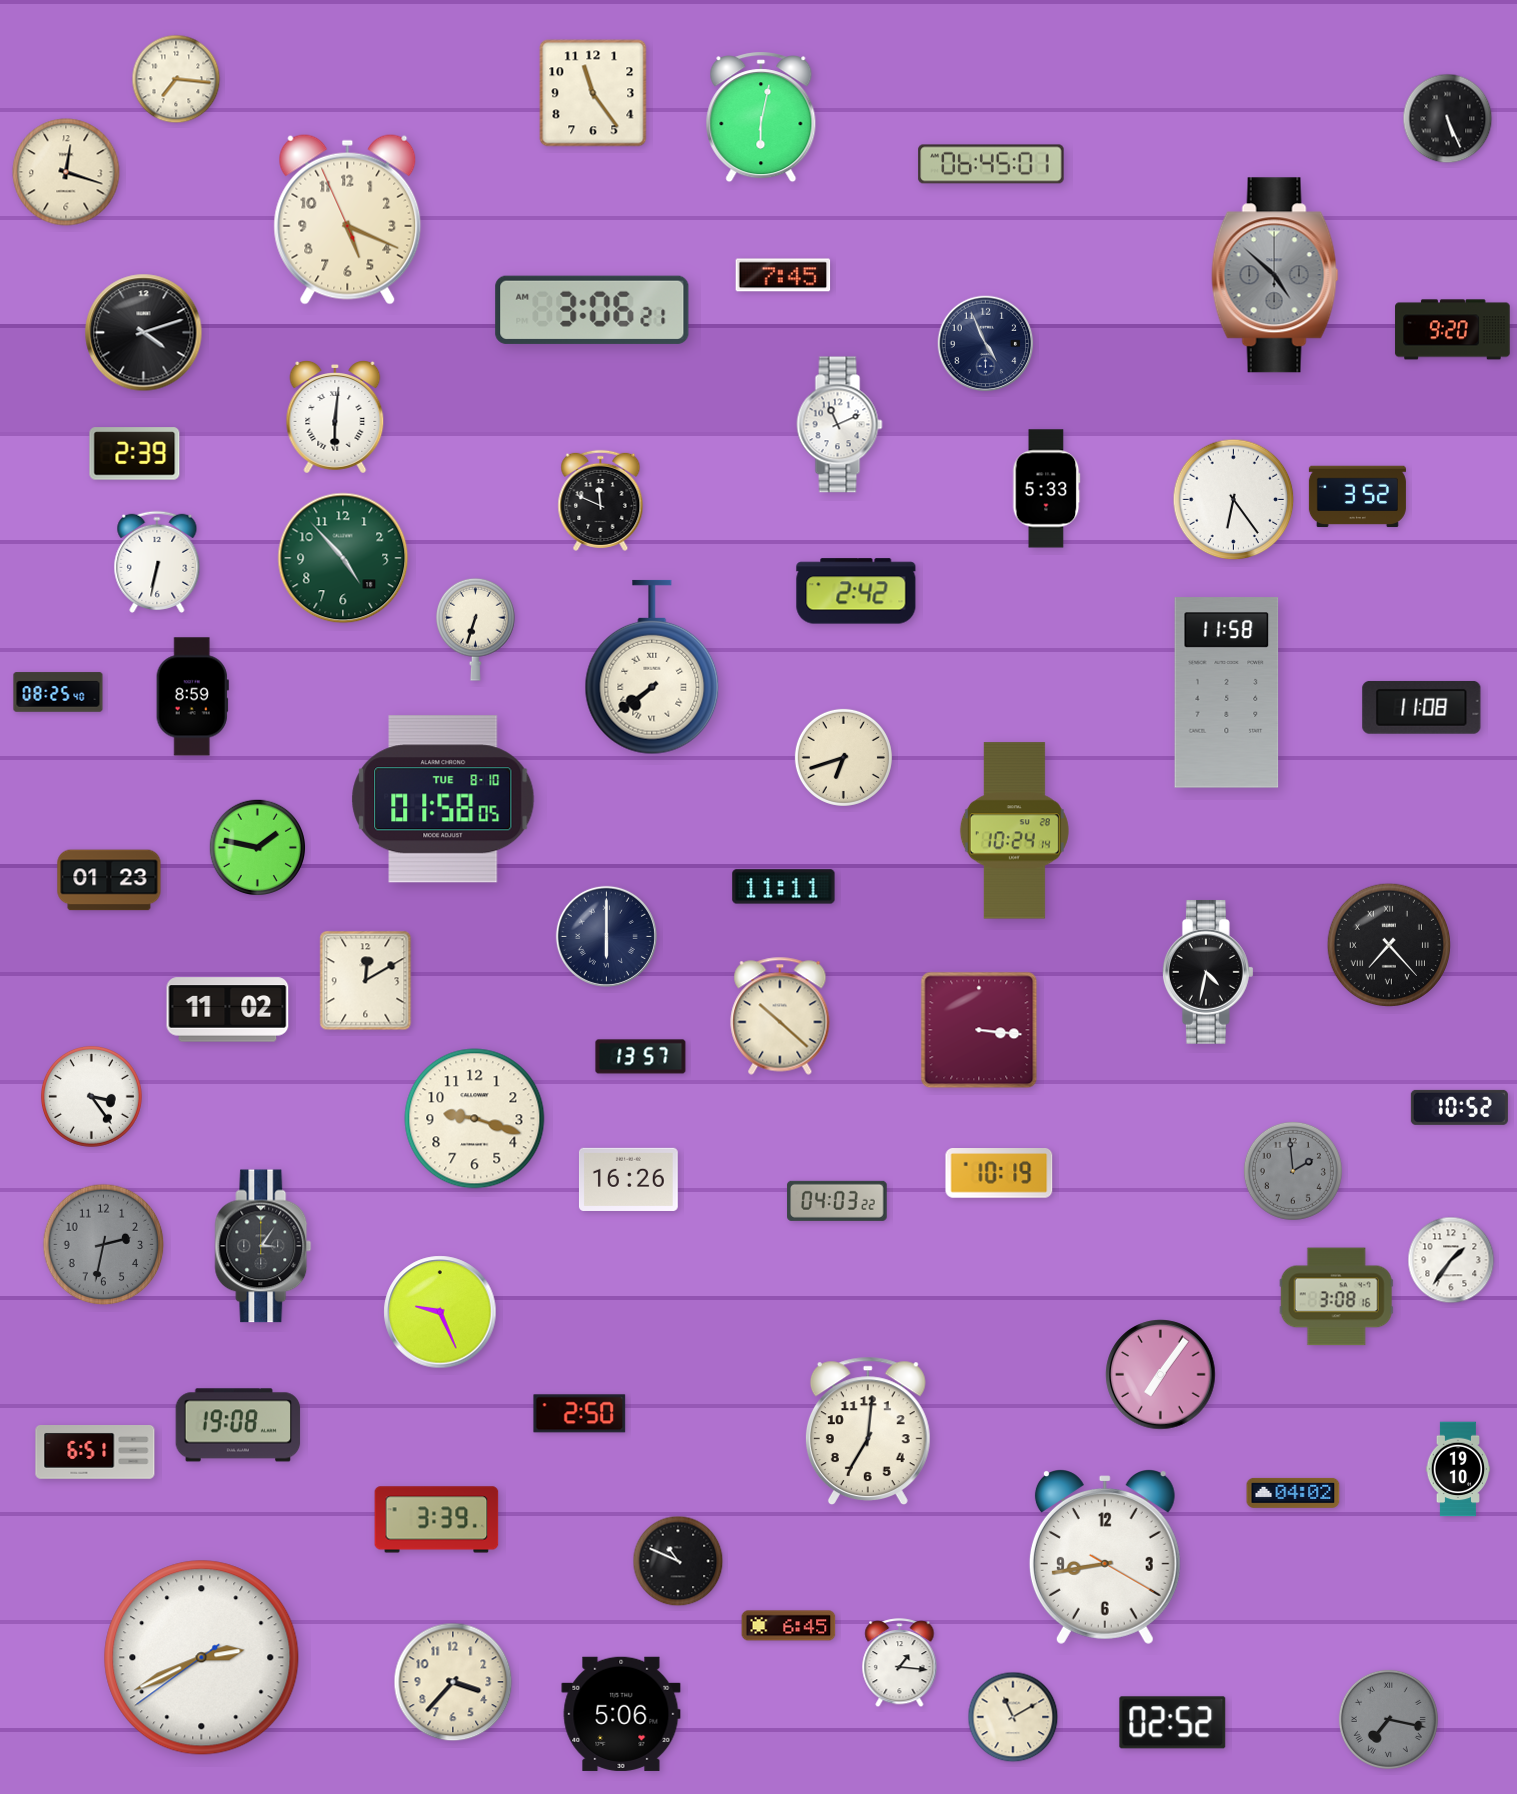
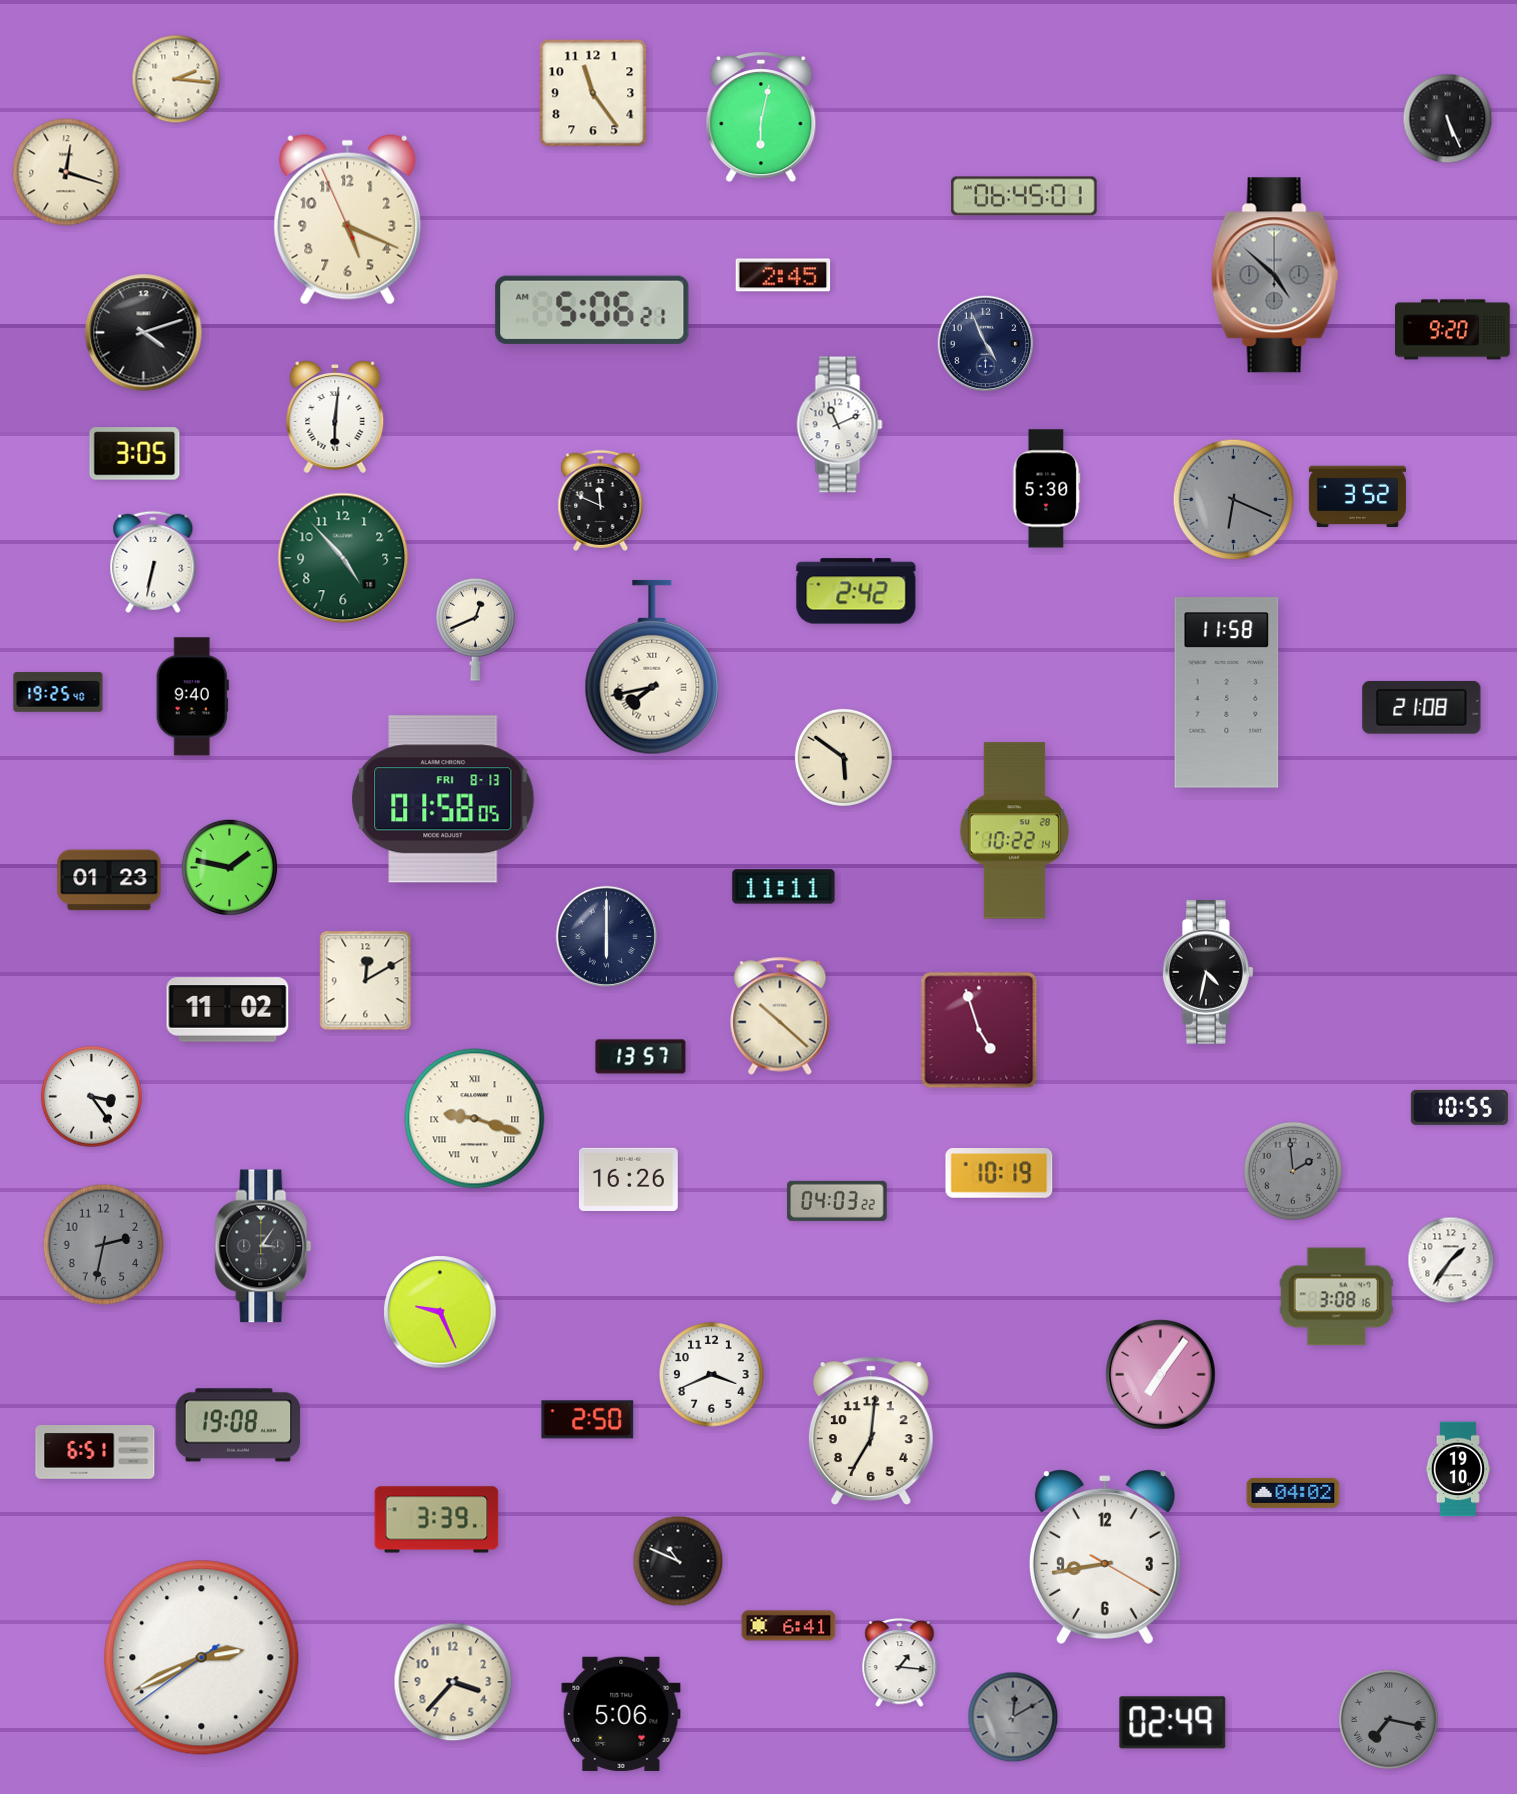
clock at (176, 79): 7:16 -> 2:16
clock at (991, 164) position: (991, 164) -> (1024, 196)
clock at (783, 275): 7:45 -> 2:45
clock at (592, 310): 3:06 -> 5:06
clock at (135, 454): 2:39 -> 3:05
clock at (1046, 489): 5:33 -> 5:30
clock at (1234, 500): 6:24 -> 6:19
clock at (1234, 500) dial: white -> grey
clock at (157, 562) position: (157, 562) -> (153, 562)
clock at (476, 629): 6:33 -> 12:41
clock at (652, 667): 7:39 -> 7:43
clock at (58, 692): 08:25 -> 19:25
clock at (192, 697): 8:59 -> 9:40
clock at (1422, 708): 11:08 -> 21:08
clock at (843, 757): 6:42 -> 5:51
clock at (443, 799) date: TUE 8-10 -> FRI 8-13
clock at (1014, 831): 10:24 -> 10:22
clock at (257, 847) position: (257, 847) -> (229, 867)
clock at (1388, 944): 7:23 -> none
clock at (979, 1030): 3:16 -> 4:57
clock at (1459, 1107): 10:52 -> 10:55
clock at (475, 1119) numerals: Arabic -> Roman
clock at (712, 1375): none -> 3:41
clock at (580, 1414) position: (580, 1414) -> (588, 1420)
clock at (868, 1430) position: (868, 1430) -> (871, 1430)
clock at (789, 1626): 6:45 -> 6:41
clock at (1013, 1717): 11:10 -> 12:10
clock at (1013, 1717) dial: cream -> grey
clock at (1173, 1723): 02:52 -> 02:49
